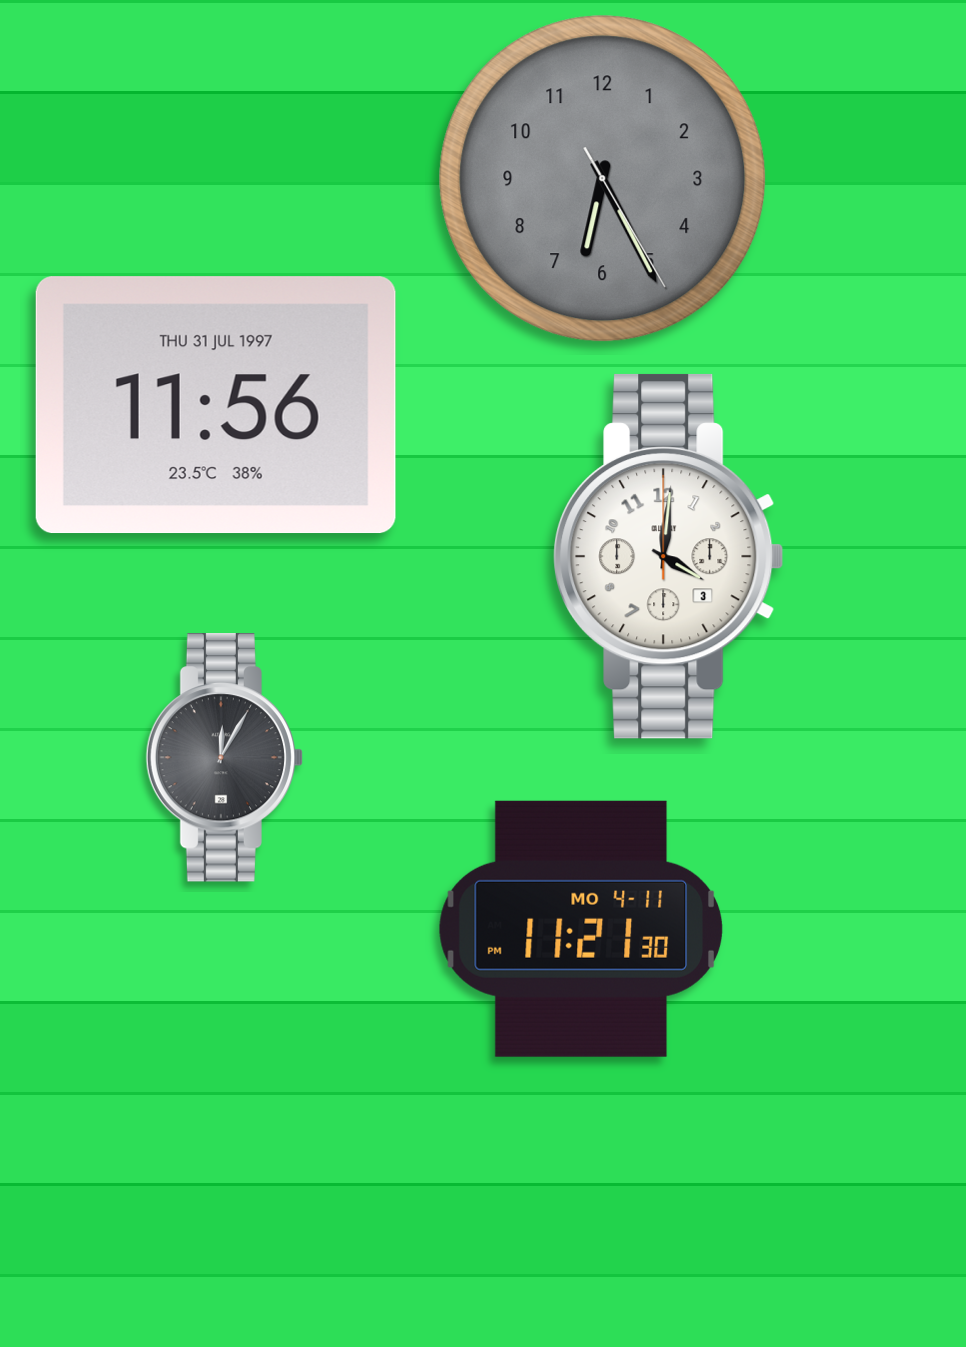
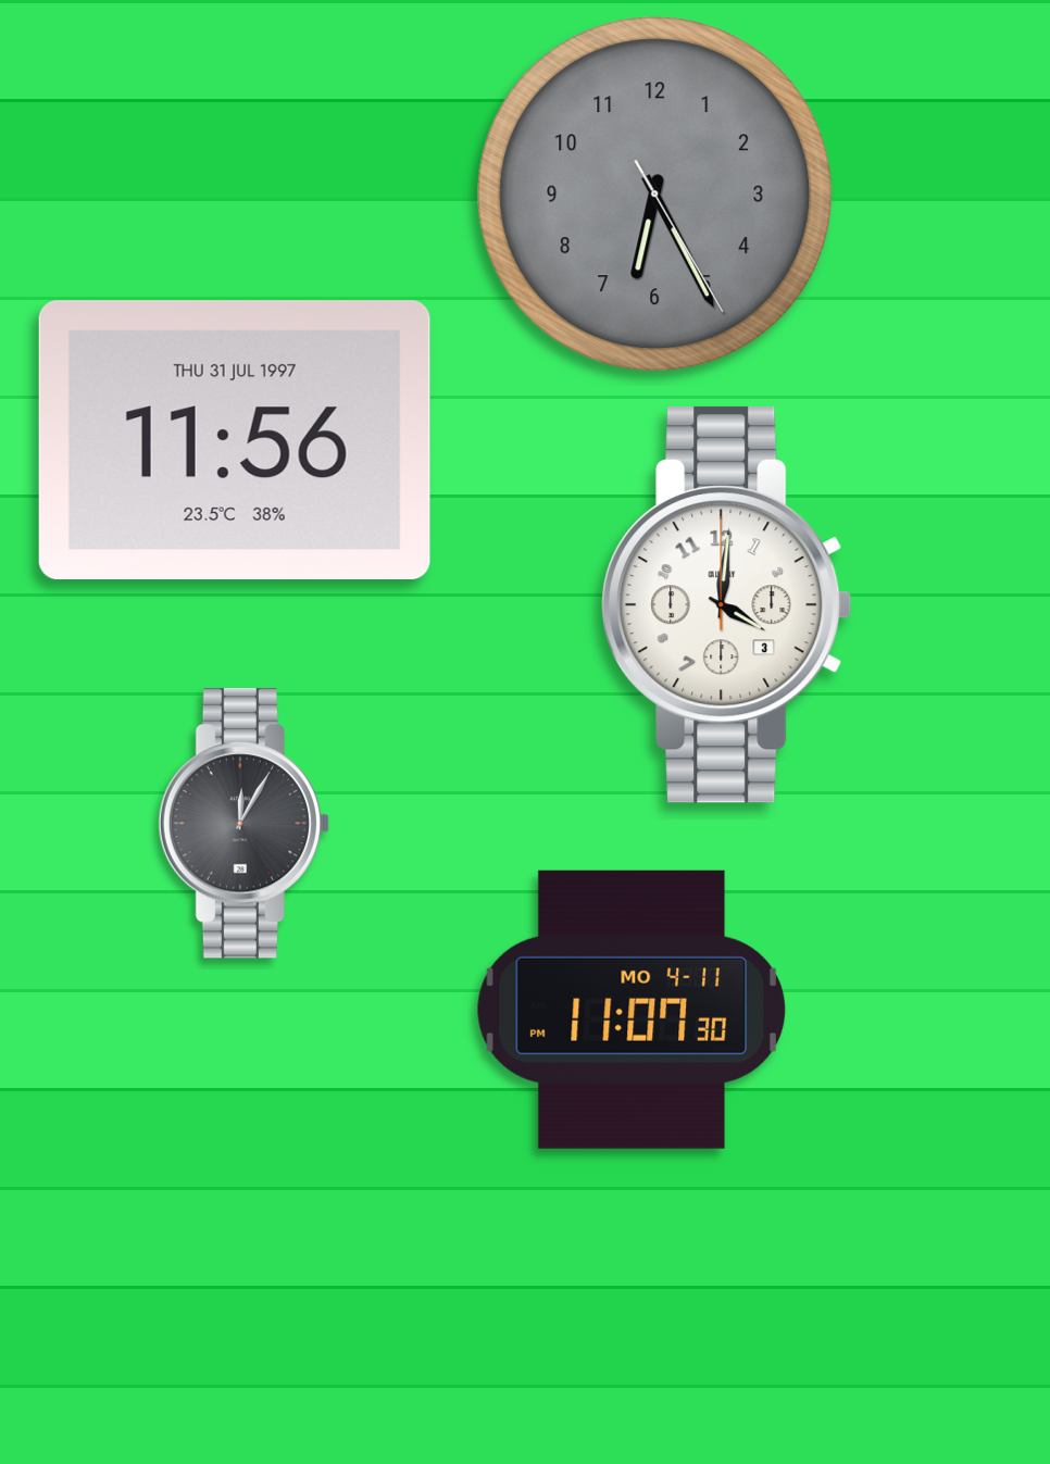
clock at (581, 929): 11:21 -> 11:07
